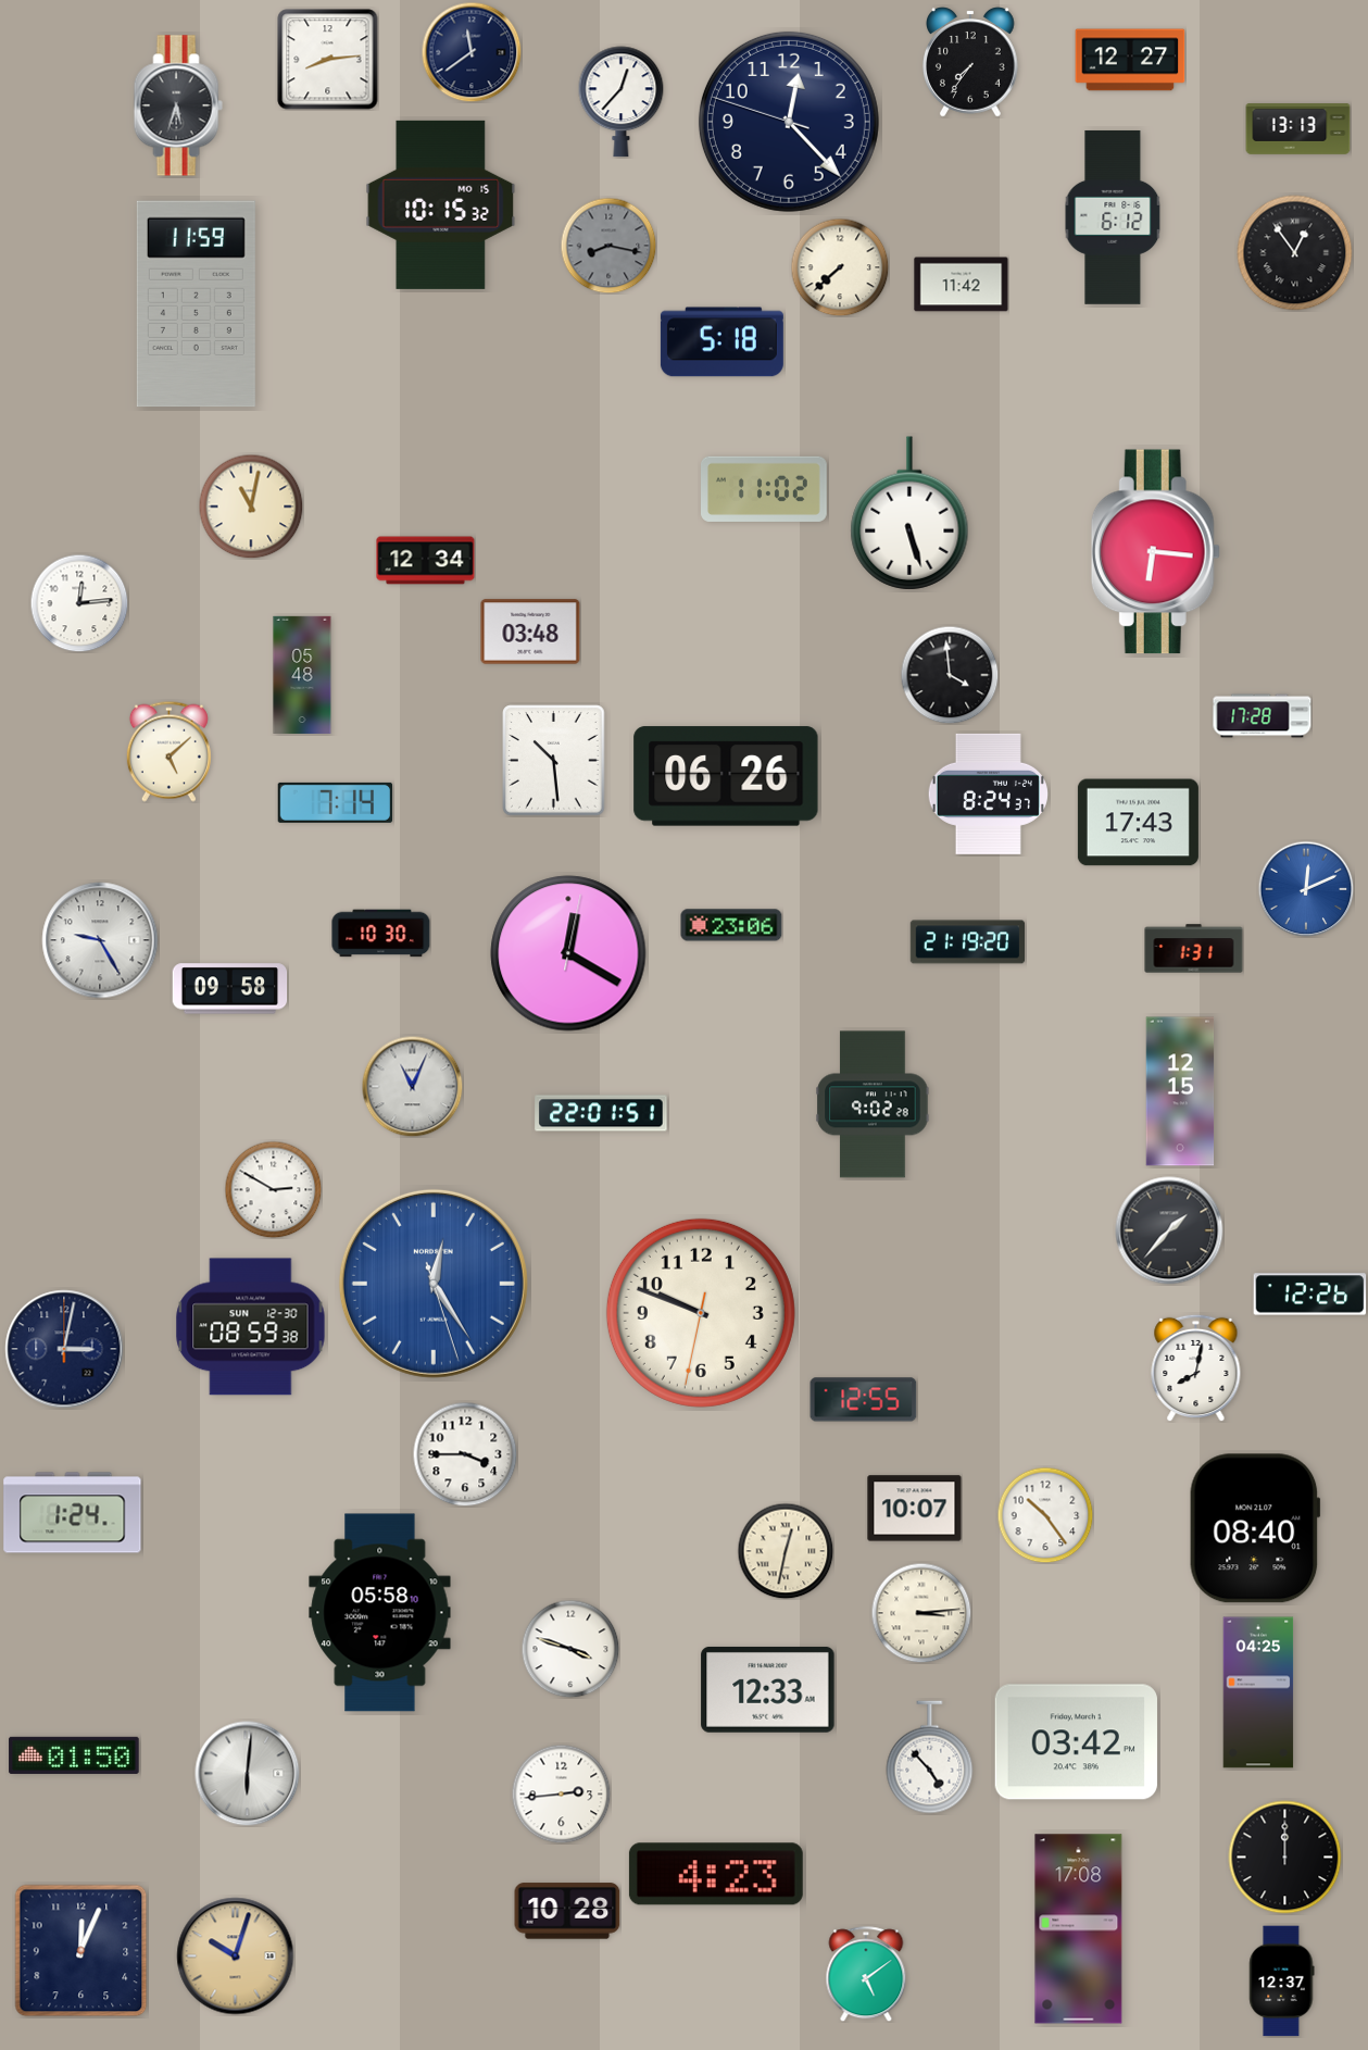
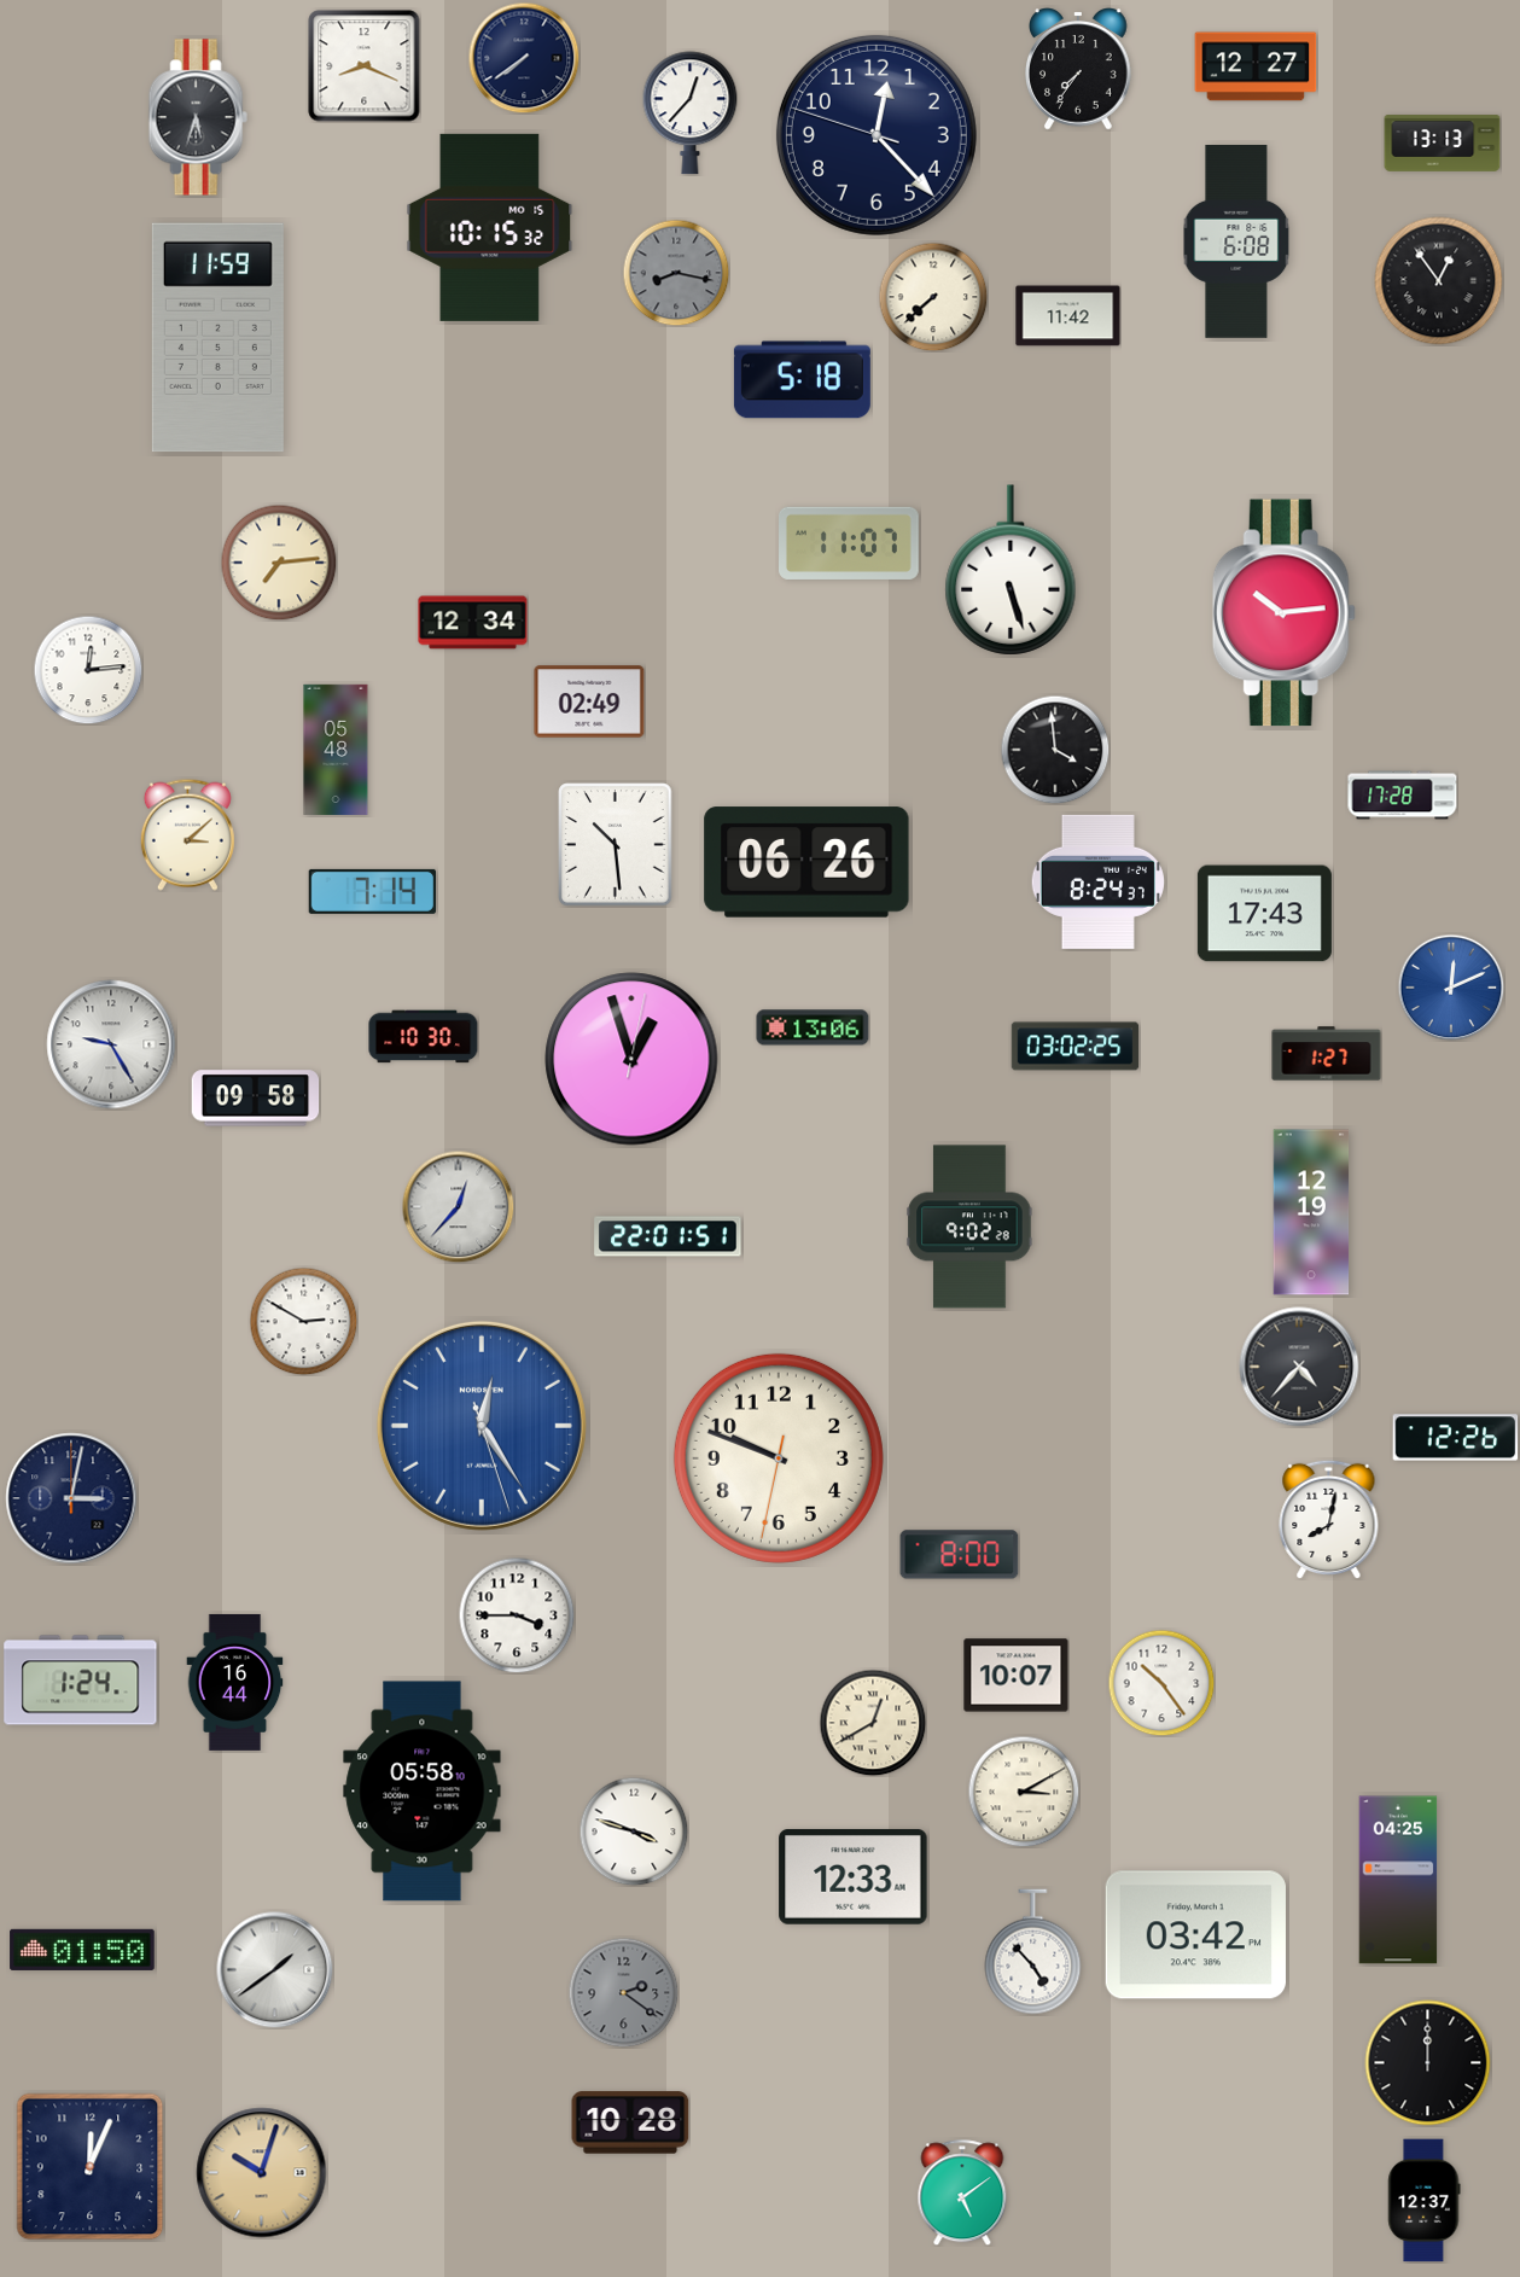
clock at (472, 52): 11:39 -> 7:39
clock at (328, 60): 8:14 -> 8:19
clock at (1113, 217): 6:12 -> 6:08
clock at (765, 489): 11:02 -> 11:07
clock at (251, 507): 11:02 -> 7:14
clock at (1155, 552): 6:16 -> 10:14
clock at (530, 632): 03:48 -> 02:49
clock at (168, 751): 5:08 -> 3:08
clock at (731, 925): 23:06 -> 13:06
clock at (968, 942): 21:19 -> 03:02
clock at (1194, 949): 1:31 -> 1:27
clock at (568, 953): 12:20 -> 12:57
clock at (412, 1086): 11:04 -> 12:37
clock at (1180, 1091): 12:15 -> 12:19
clock at (1169, 1230): 1:37 -> 4:37
clock at (251, 1327): 08:59 -> none
clock at (864, 1400): 12:55 -> 8:00
clock at (235, 1682): none -> 16:44
clock at (1255, 1528): 08:40 -> none
clock at (786, 1551): 12:32 -> 12:40
clock at (921, 1613): 3:14 -> 3:10
clock at (248, 1774): 6:01 -> 1:39
clock at (561, 1793): 2:44 -> 2:21
clock at (561, 1793) dial: white -> grey
clock at (716, 1874): 4:23 -> none
clock at (1079, 1929): 17:08 -> none
